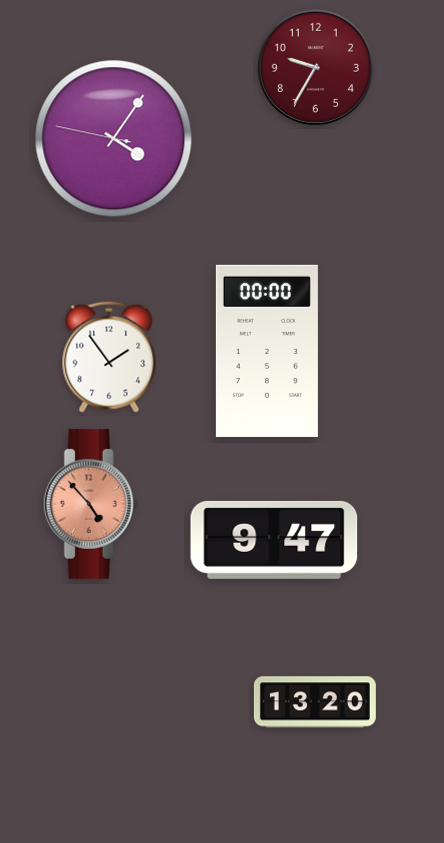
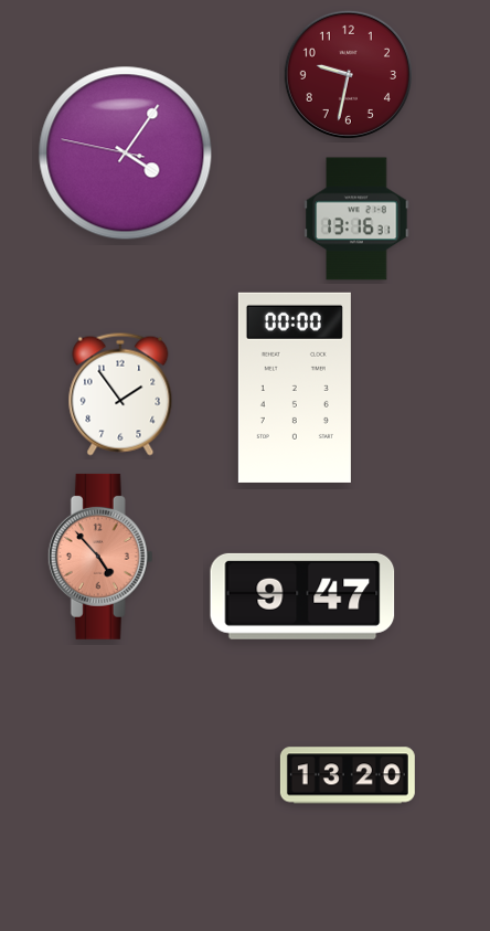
clock at (315, 67): 9:35 -> 9:32
clock at (356, 219): none -> 13:16
